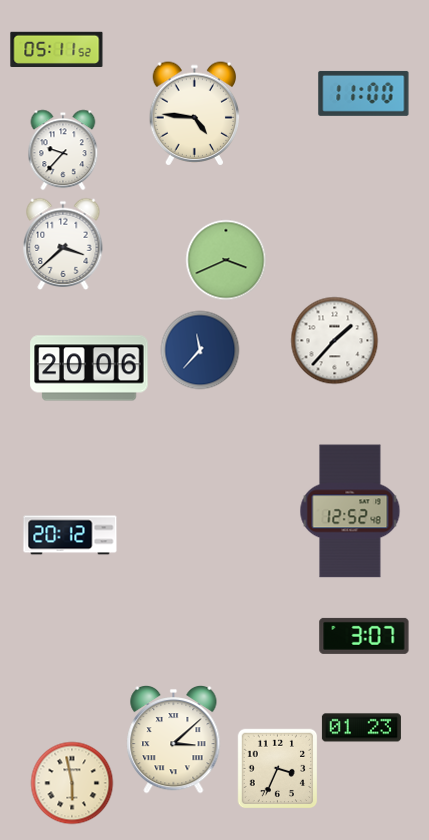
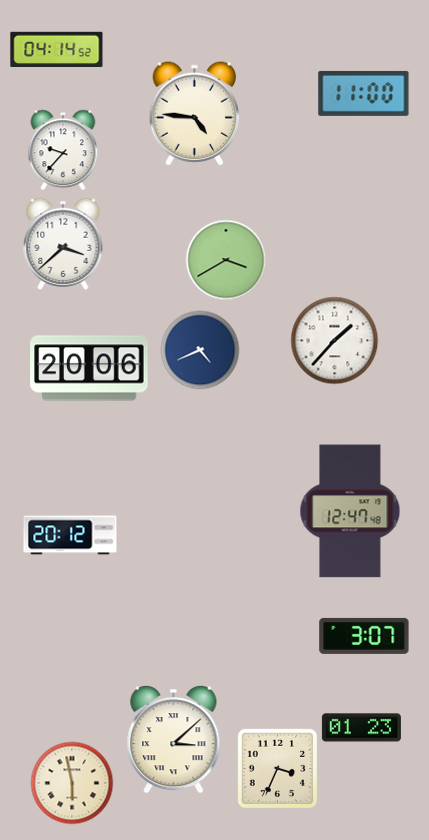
clock at (57, 49): 05:11 -> 04:14
clock at (226, 260): 3:41 -> 3:40
clock at (200, 350): 11:37 -> 4:41
clock at (350, 511): 12:52 -> 12:47
